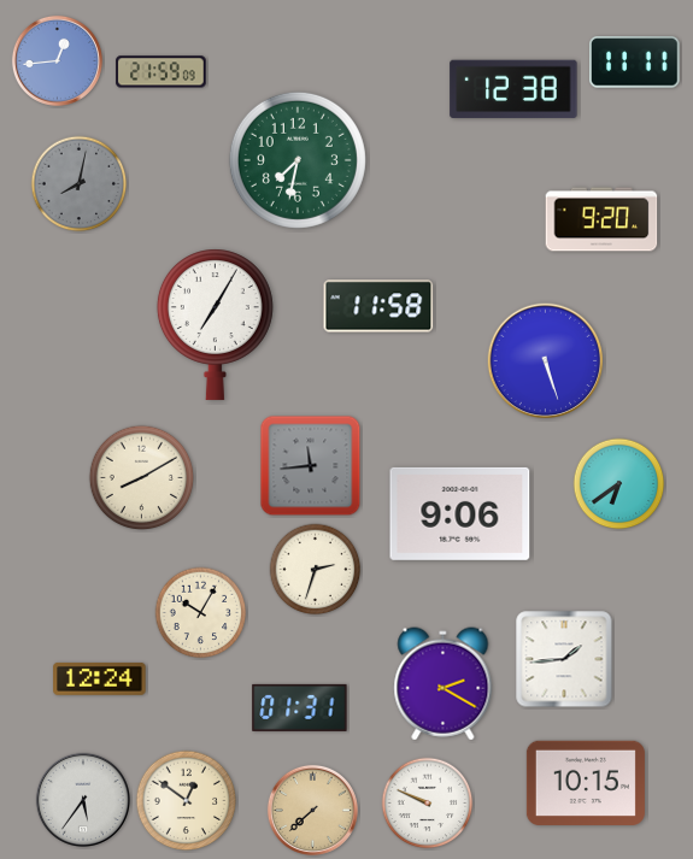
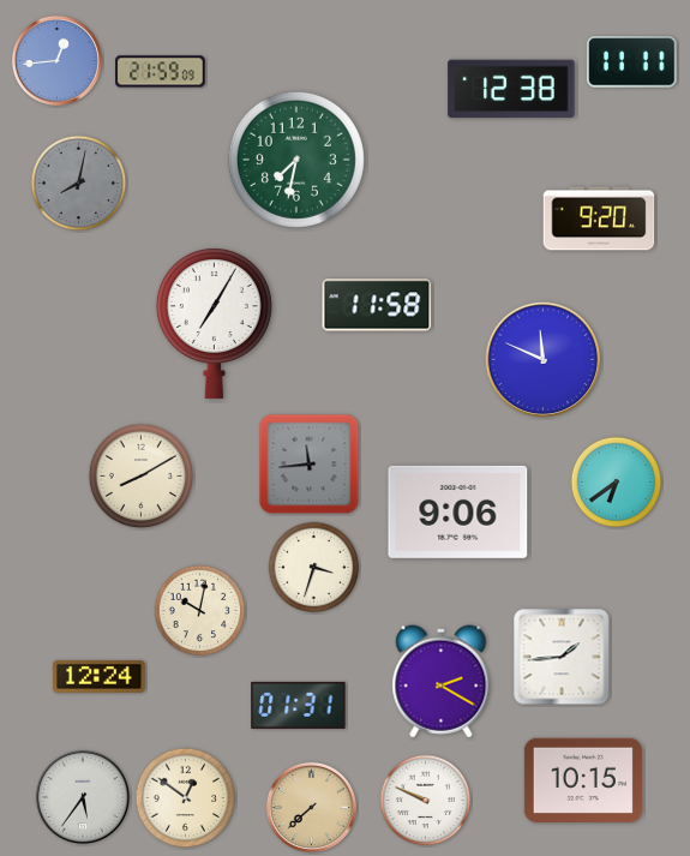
clock at (546, 361): 5:27 -> 11:49
clock at (316, 570): 2:33 -> 3:33
clock at (201, 613): 10:05 -> 10:02
